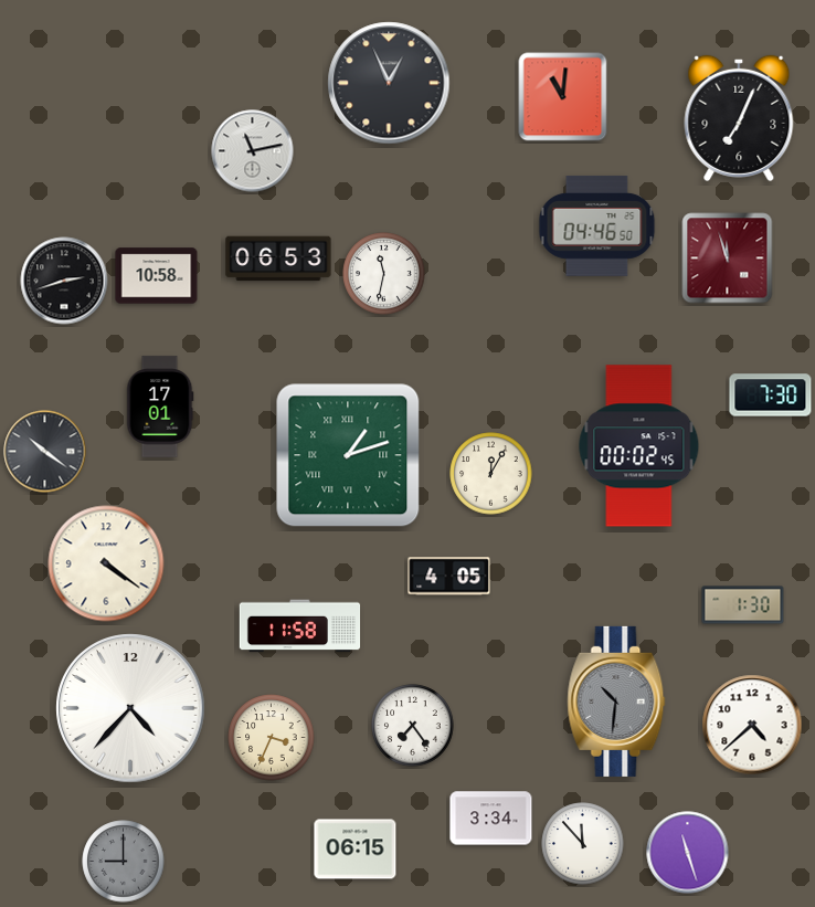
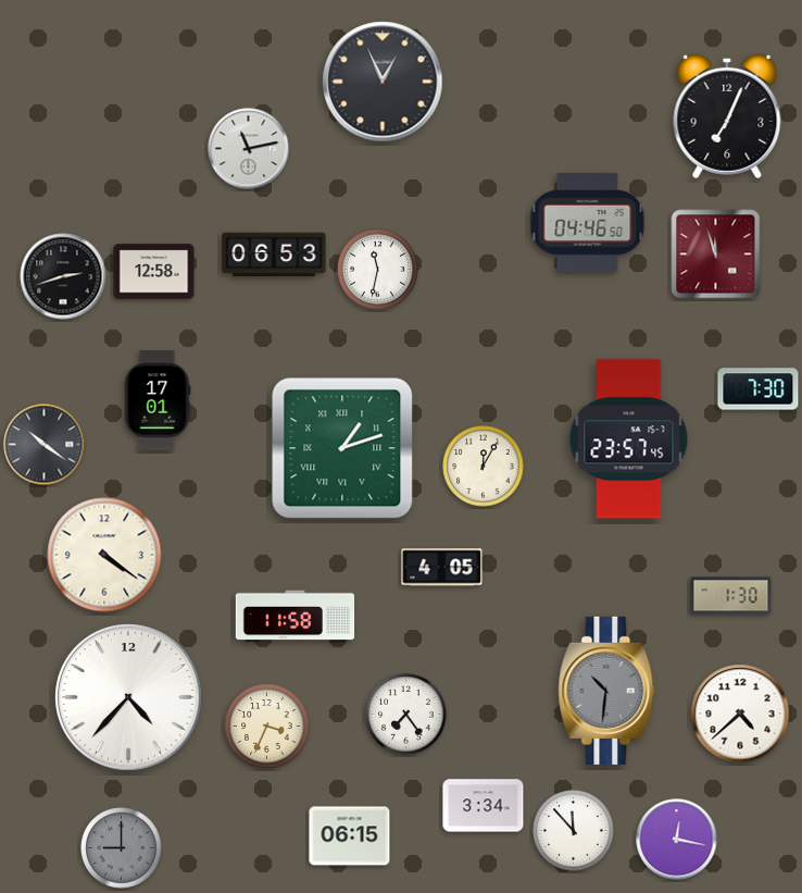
clock at (563, 97): 11:01 -> none
clock at (157, 276): 10:58 -> 12:58
clock at (639, 446): 00:02 -> 23:57
clock at (688, 853): 11:27 -> 12:17
